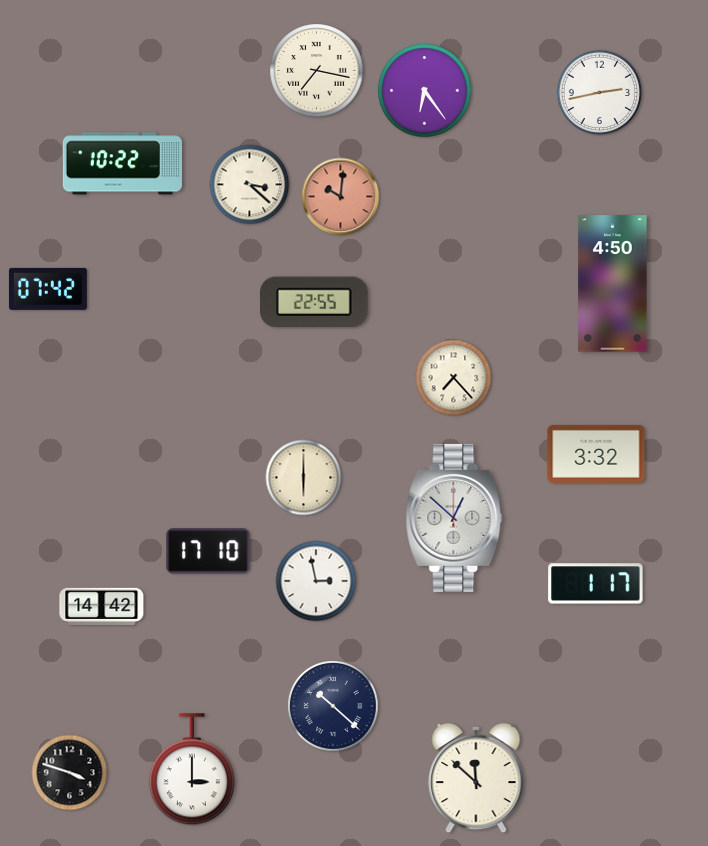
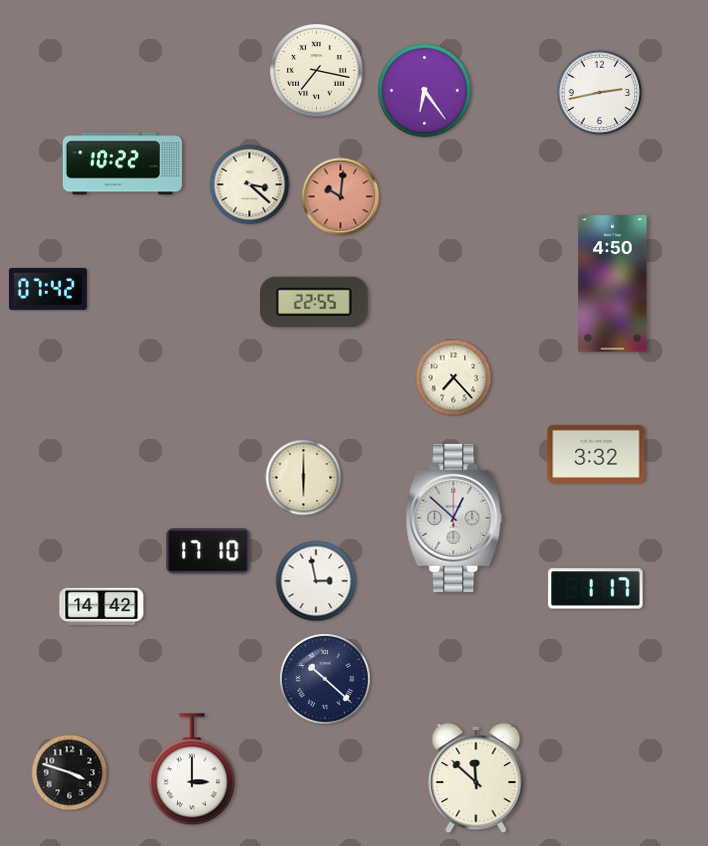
clock at (596, 584) position: (596, 584) -> (596, 589)
clock at (333, 706) position: (333, 706) -> (325, 679)
